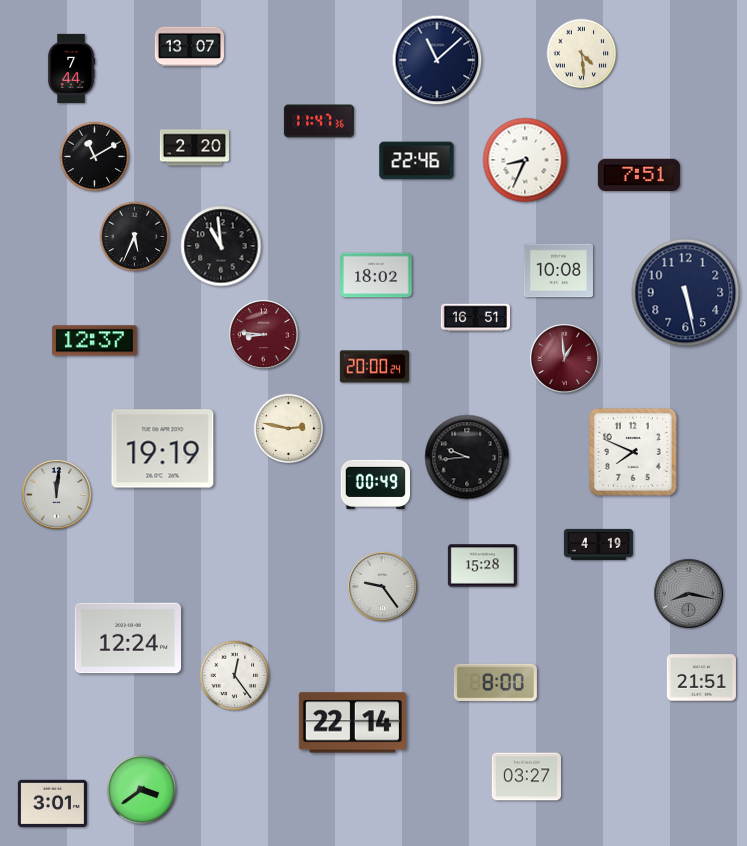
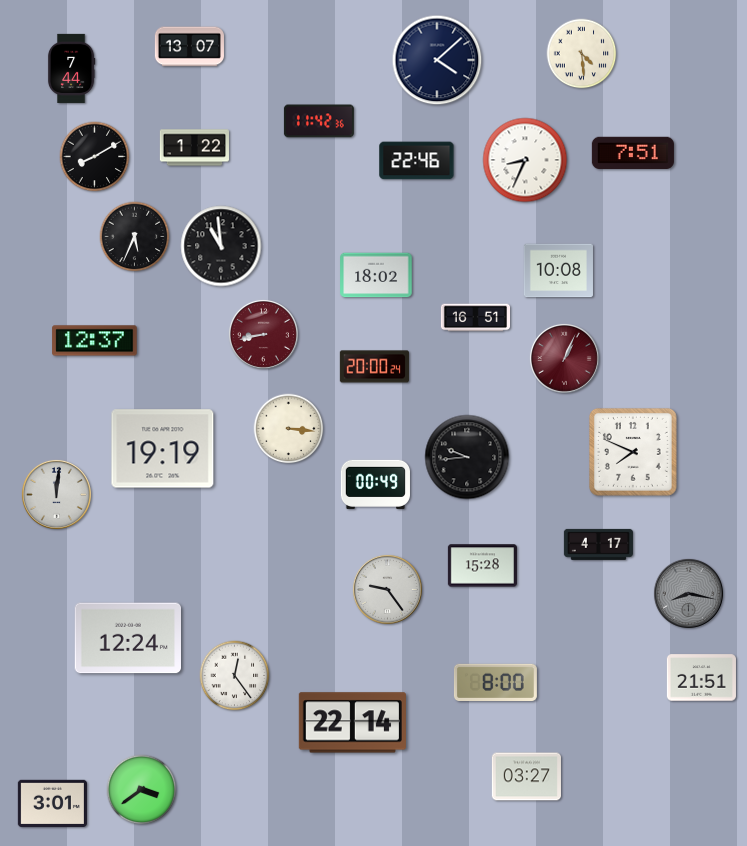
clock at (437, 60): 11:08 -> 4:08
clock at (319, 121): 11:47 -> 11:42
clock at (194, 148): 2:20 -> 1:22
clock at (95, 157): 11:10 -> 8:10
clock at (639, 174) position: (639, 174) -> (633, 152)
clock at (686, 293): 5:28 -> none
clock at (263, 334): 8:46 -> 8:43
clock at (564, 358): 12:59 -> 1:04
clock at (289, 429): 2:47 -> 3:16
clock at (598, 544): 4:19 -> 4:17
clock at (382, 586) position: (382, 586) -> (387, 589)
